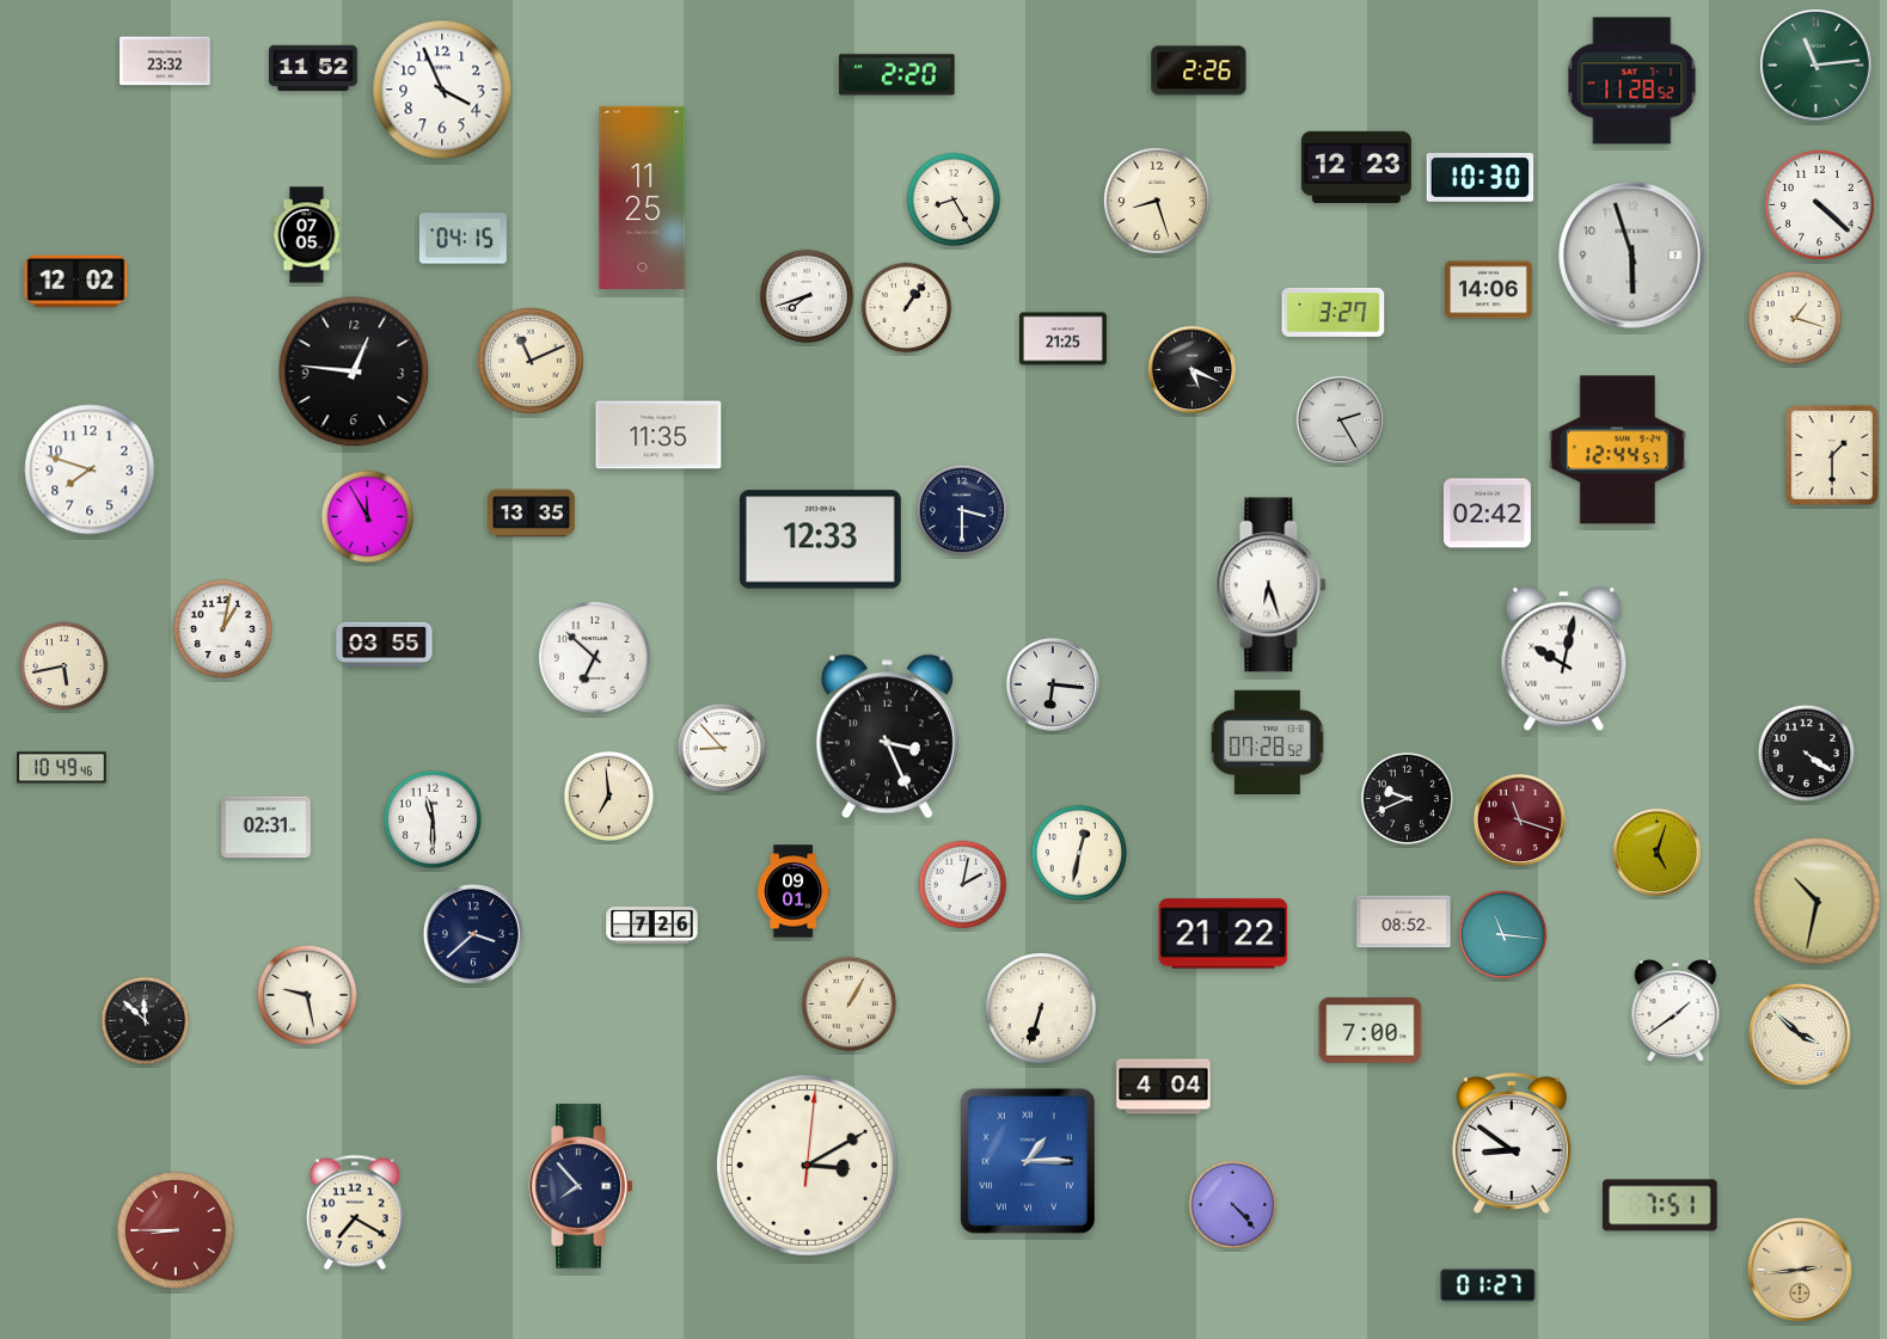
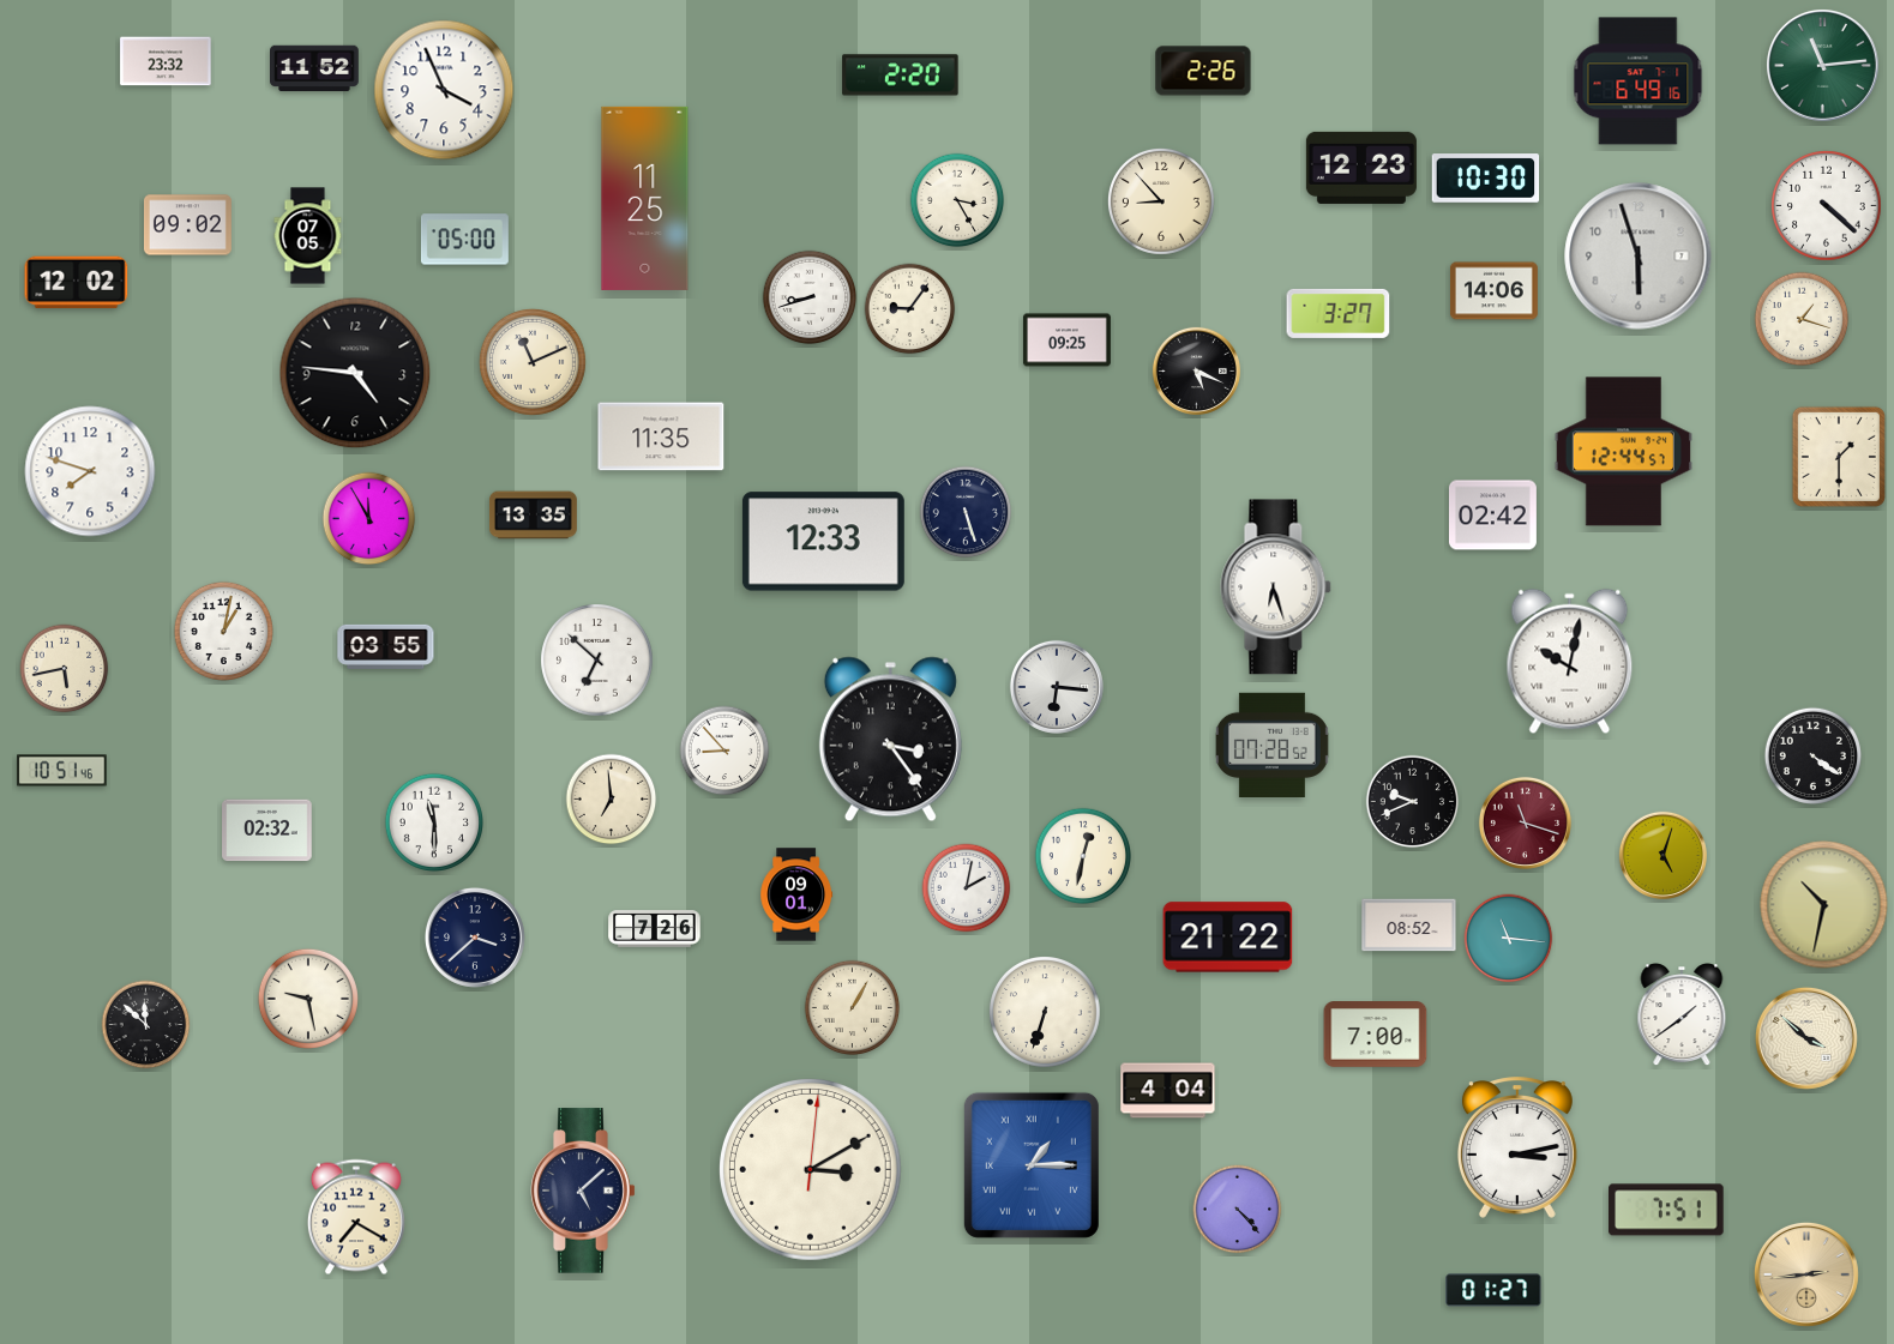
clock at (1632, 81): 11:28 -> 6:49
clock at (954, 199): 8:25 -> 3:25
clock at (1157, 201): 8:27 -> 8:53
clock at (187, 225): none -> 09:02
clock at (462, 239): 04:15 -> 05:00
clock at (807, 296): 7:42 -> 8:42
clock at (907, 308): 1:06 -> 9:06
clock at (1062, 339): 21:25 -> 09:25
clock at (354, 371): 12:46 -> 4:46
clock at (1340, 419): 2:25 -> none
clock at (962, 510): 3:30 -> 5:27
clock at (887, 737): 3:26 -> 3:24
clock at (62, 768): 10:49 -> 10:51
clock at (266, 828): 02:31 -> 02:32
clock at (1512, 1143): 8:51 -> 3:13
clock at (581, 1186): 7:53 -> 5:08
clock at (176, 1230): 8:45 -> none
